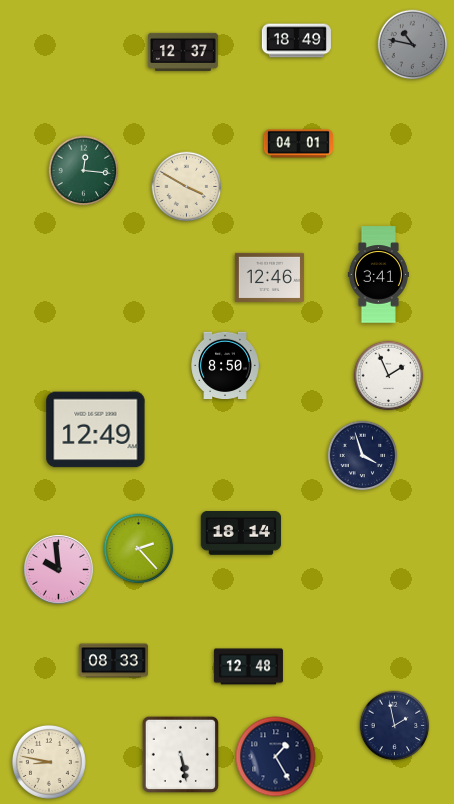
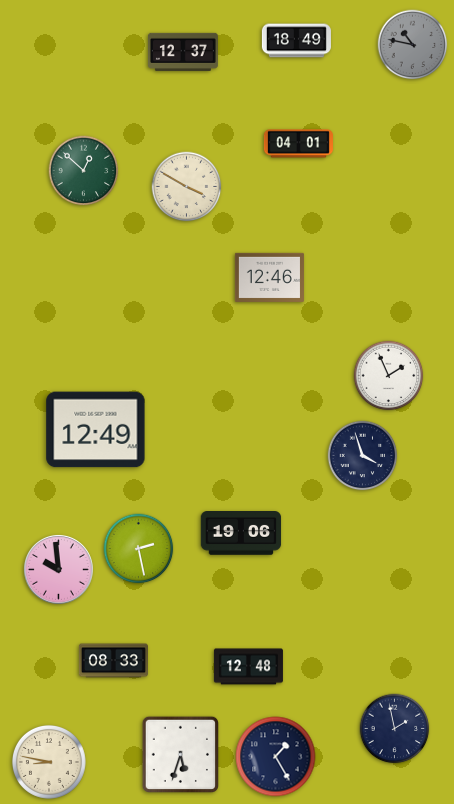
clock at (84, 171): 12:16 -> 12:52
clock at (378, 275): 3:41 -> none
clock at (225, 365): 8:50 -> none
clock at (241, 534): 18:14 -> 19:06
clock at (139, 549): 2:23 -> 2:28
clock at (395, 726) position: (395, 726) -> (395, 729)
clock at (180, 754): 5:28 -> 5:33
